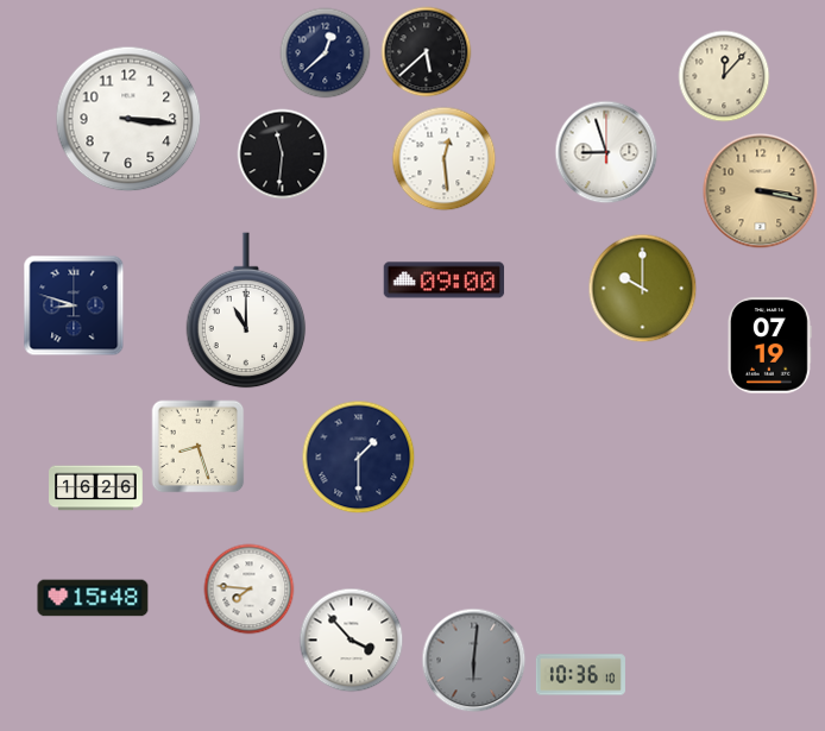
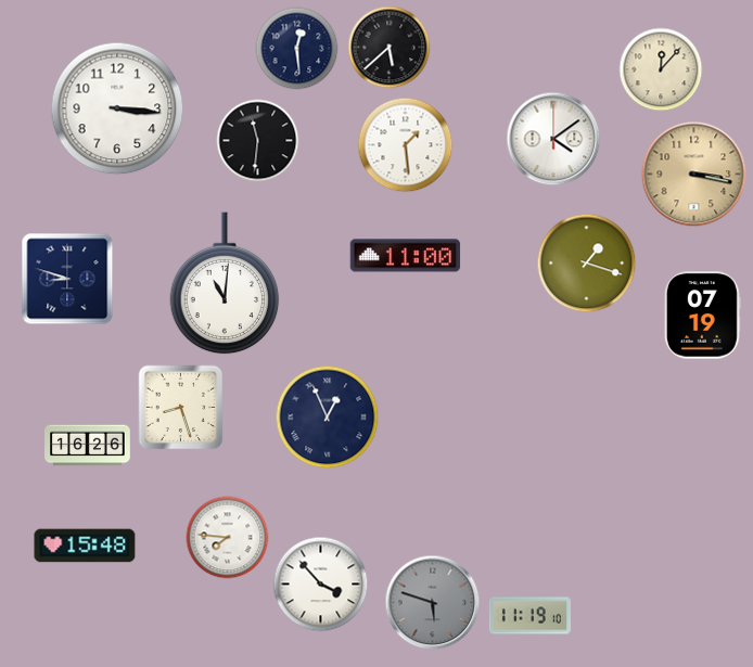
clock at (326, 53): 12:38 -> 12:29
clock at (606, 152): 8:57 -> 4:09
clock at (445, 159): 12:29 -> 1:29
clock at (445, 281): 09:00 -> 11:00
clock at (643, 289): 10:00 -> 1:18
clock at (246, 310): 11:00 -> 11:01
clock at (359, 458): 1:30 -> 12:56
clock at (474, 661): 6:01 -> 5:48
clock at (580, 675): 10:36 -> 11:19
